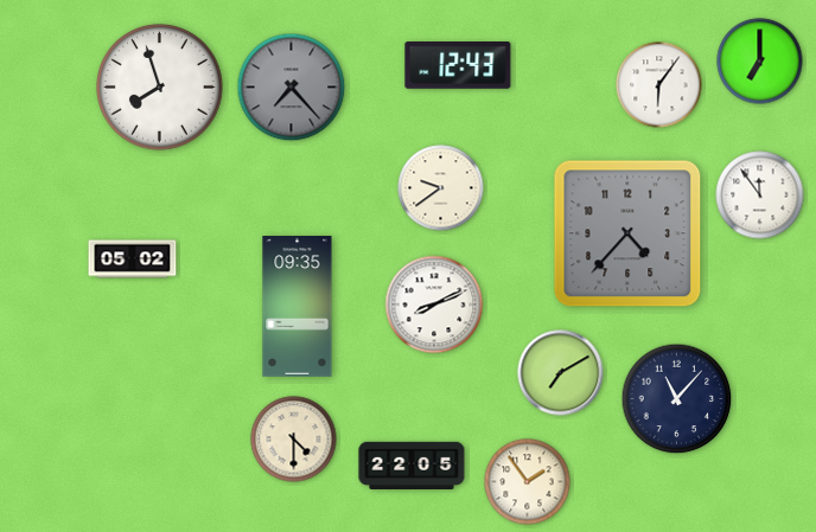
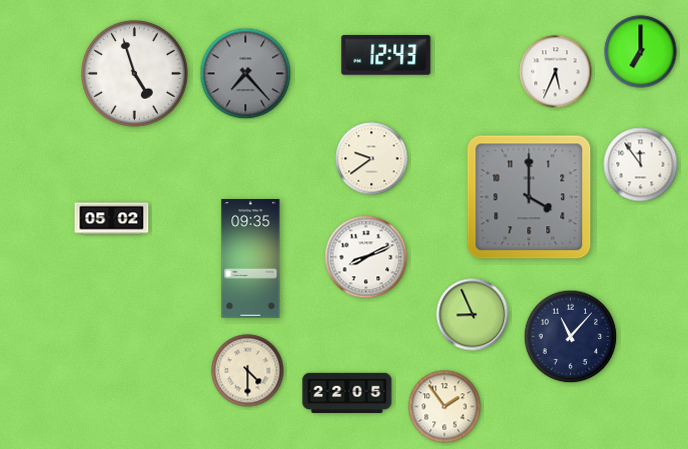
clock at (659, 85): 6:06 -> 5:34
clock at (160, 88): 7:57 -> 4:57
clock at (627, 233): 4:37 -> 4:00
clock at (561, 373): 7:10 -> 8:56
